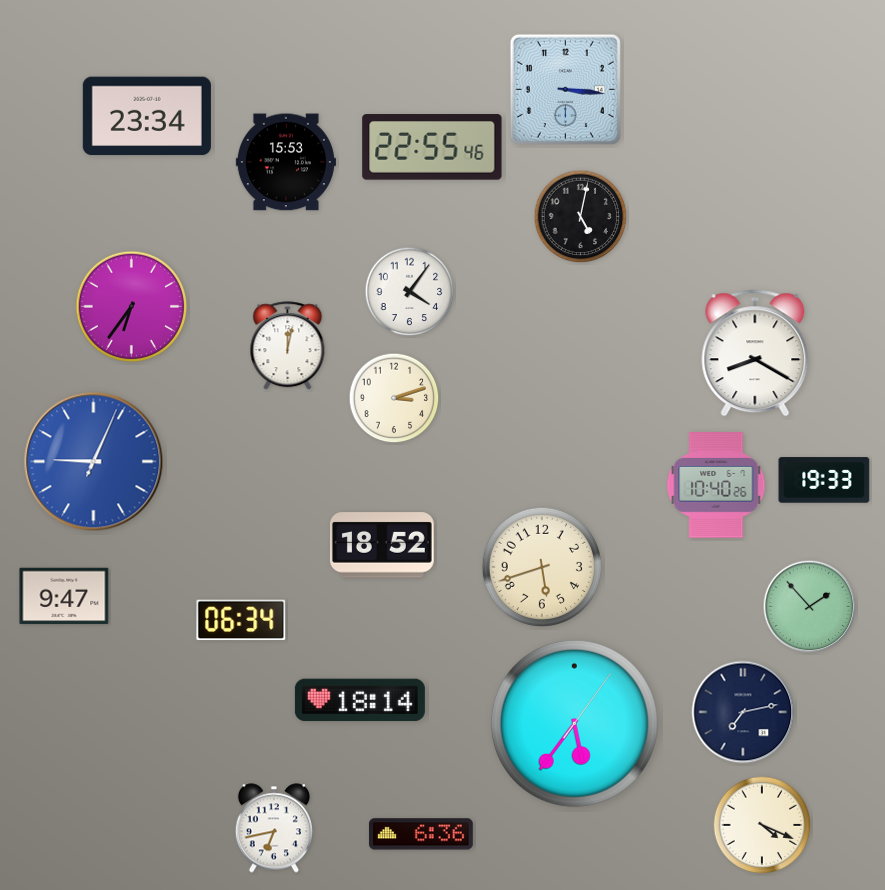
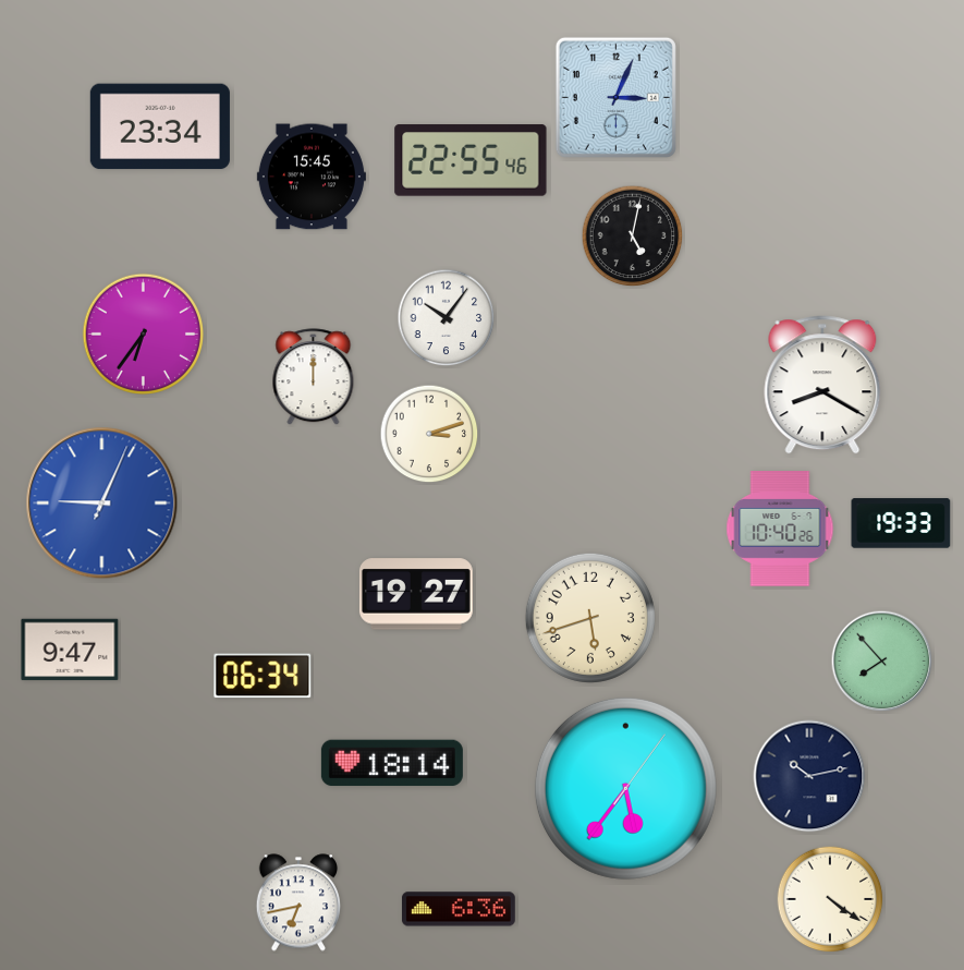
clock at (565, 89): 3:16 -> 3:04
clock at (286, 162): 15:53 -> 15:45
clock at (410, 292): 4:06 -> 10:06
clock at (288, 346): 12:02 -> 12:00
clock at (824, 480) position: (824, 480) -> (901, 523)
clock at (382, 545): 18:52 -> 19:27
clock at (810, 607): 1:53 -> 7:53
clock at (743, 712): 7:13 -> 10:13
clock at (762, 825): 4:19 -> 4:21
